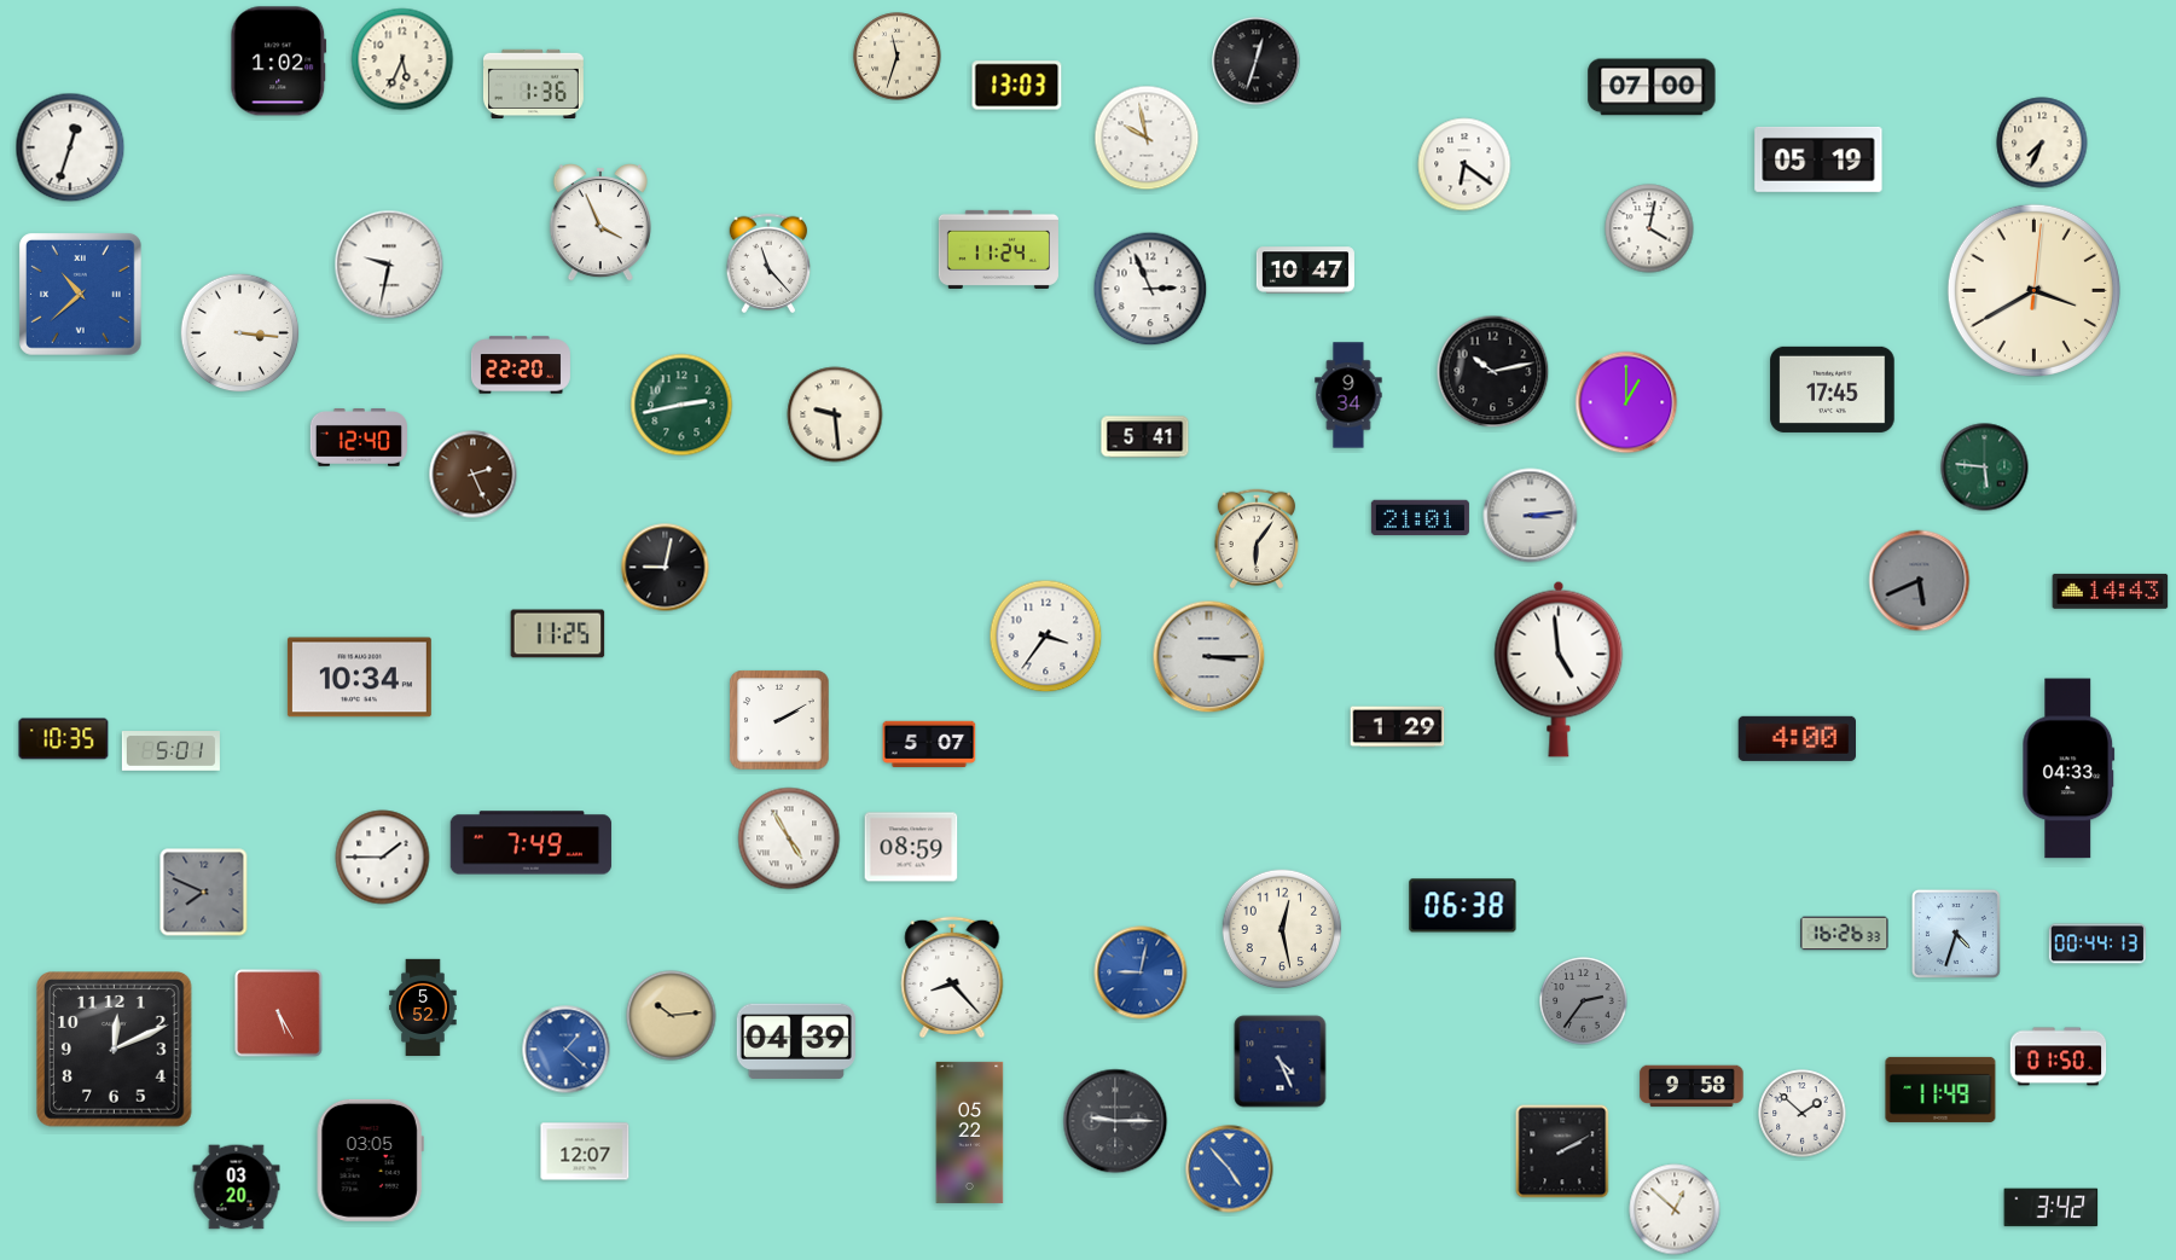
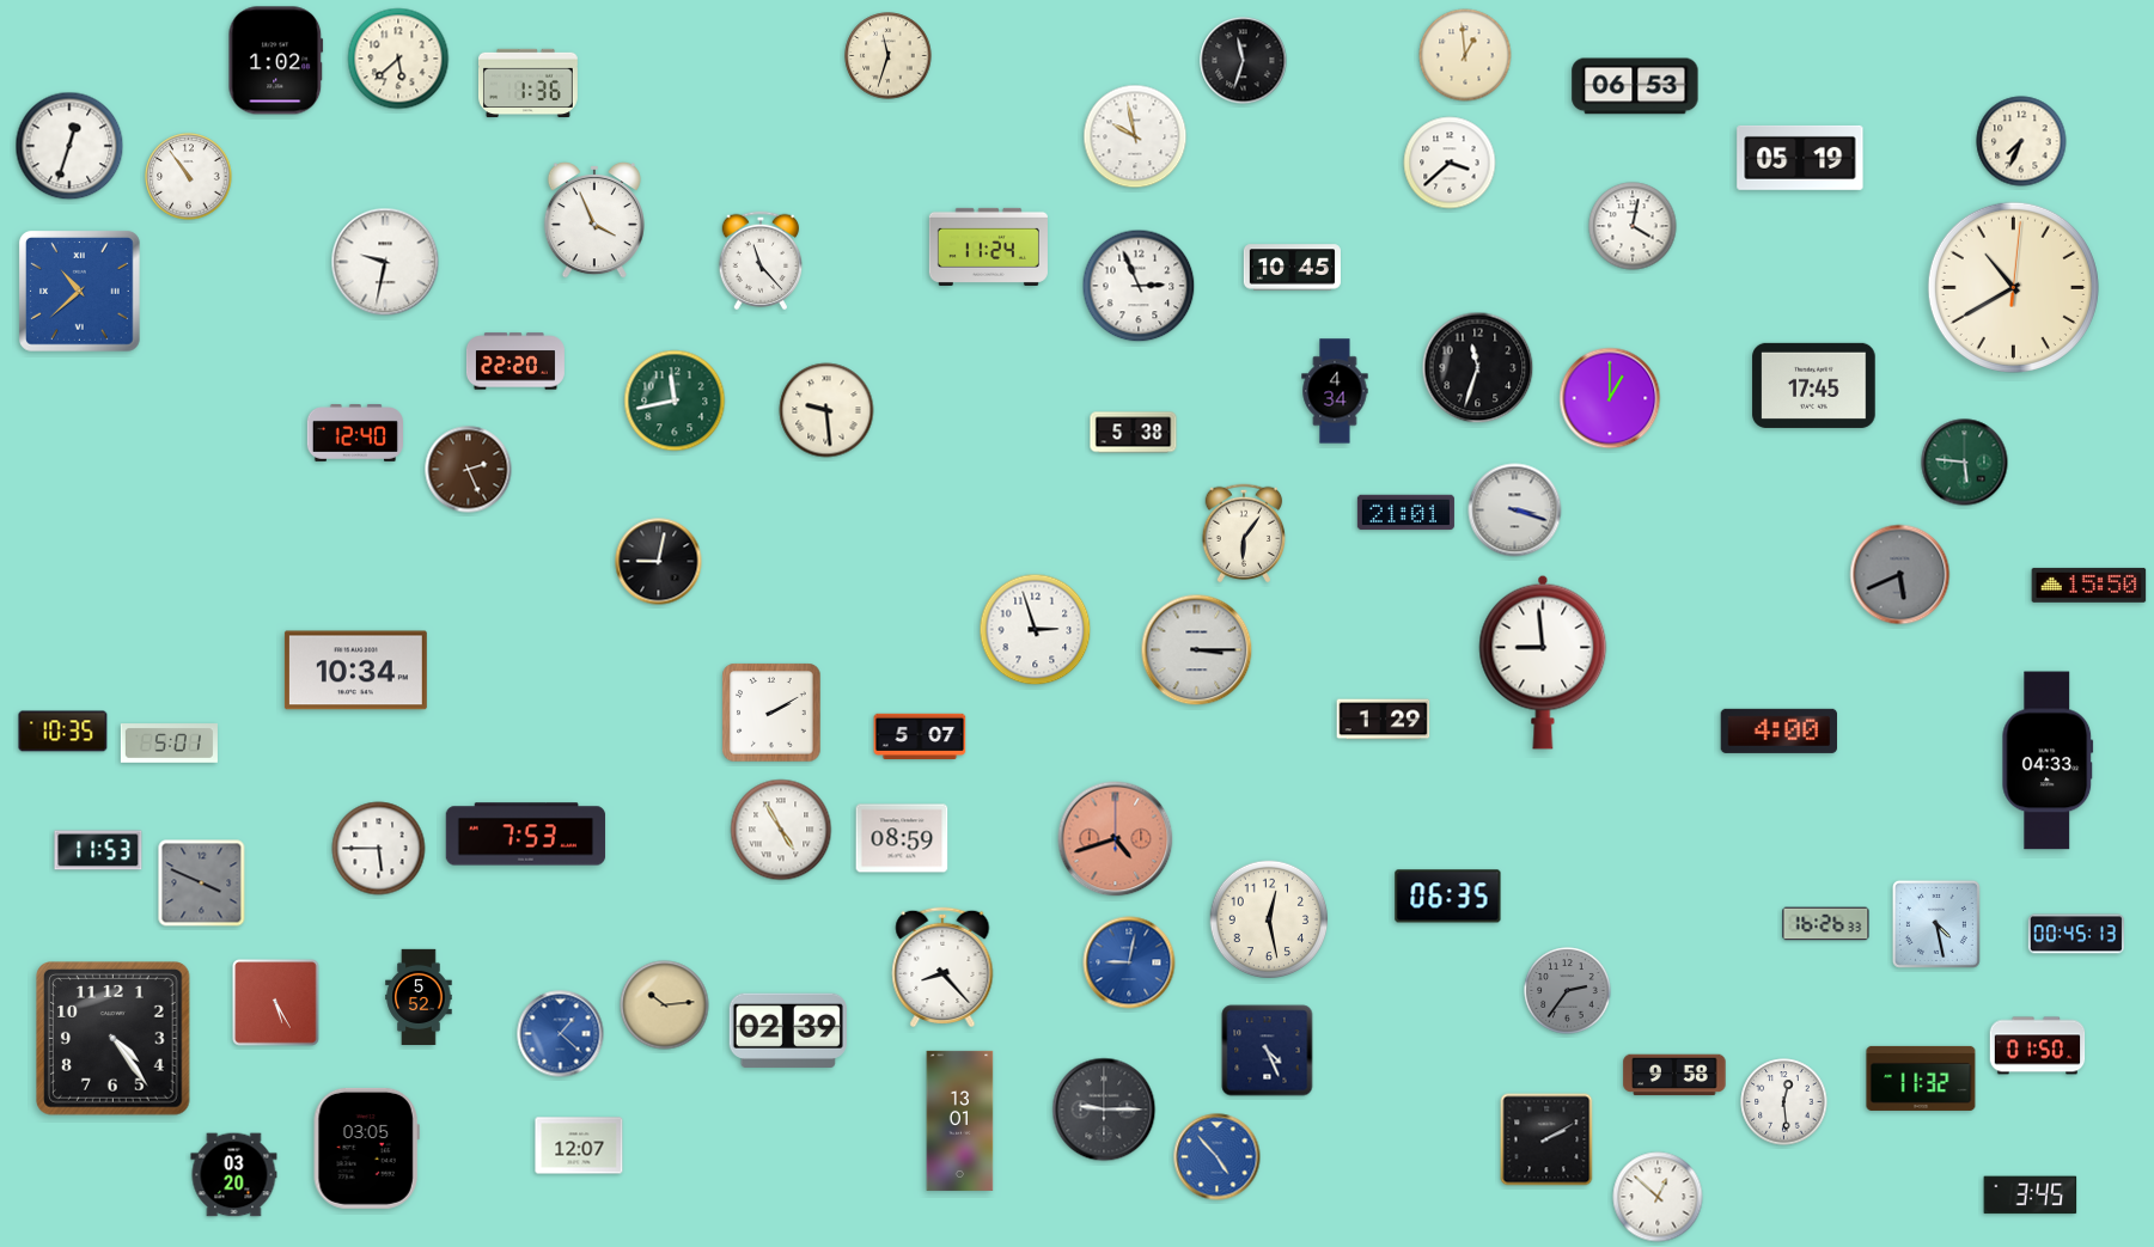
clock at (1465, 55): none -> 12:59
clock at (402, 59): 5:34 -> 5:38
clock at (1257, 62): 12:33 -> 11:33
clock at (1017, 86): 13:03 -> none
clock at (1652, 87): 07:00 -> 06:53
clock at (1464, 164): 6:21 -> 3:38
clock at (189, 177): none -> 10:54
clock at (1305, 271): 10:47 -> 10:45
clock at (2033, 290): 3:40 -> 10:40
clock at (240, 333): 3:16 -> none
clock at (1493, 372): 10:13 -> 11:33
clock at (1348, 395): 9:34 -> 4:34
clock at (681, 405): 2:43 -> 11:43
clock at (1145, 437): 5:41 -> 5:38
clock at (1531, 516): 3:14 -> 3:18
clock at (2111, 591): 14:43 -> 15:50
clock at (558, 634): 11:25 -> none
clock at (1046, 637): 3:36 -> 2:57
clock at (1559, 669): 4:59 -> 8:59
clock at (532, 843): 7:49 -> 7:53
clock at (1116, 839): none -> 4:42
clock at (383, 858): 1:45 -> 5:45
clock at (98, 850): none -> 11:53
clock at (204, 893): 7:49 -> 3:49
clock at (1463, 906): 06:38 -> 06:35
clock at (1956, 934): 4:33 -> 4:28
clock at (2096, 943): 00:44 -> 00:45
clock at (796, 1041): 04:39 -> 02:39
clock at (115, 1050): 12:11 -> 4:24
clock at (567, 1050) position: (567, 1050) -> (561, 1034)
clock at (1940, 1090): 11:49 -> 11:32
clock at (1803, 1114): 1:52 -> 12:29
clock at (970, 1132): 05:22 -> 13:01
clock at (585, 1151) position: (585, 1151) -> (579, 1145)
clock at (2052, 1208): 3:42 -> 3:45
